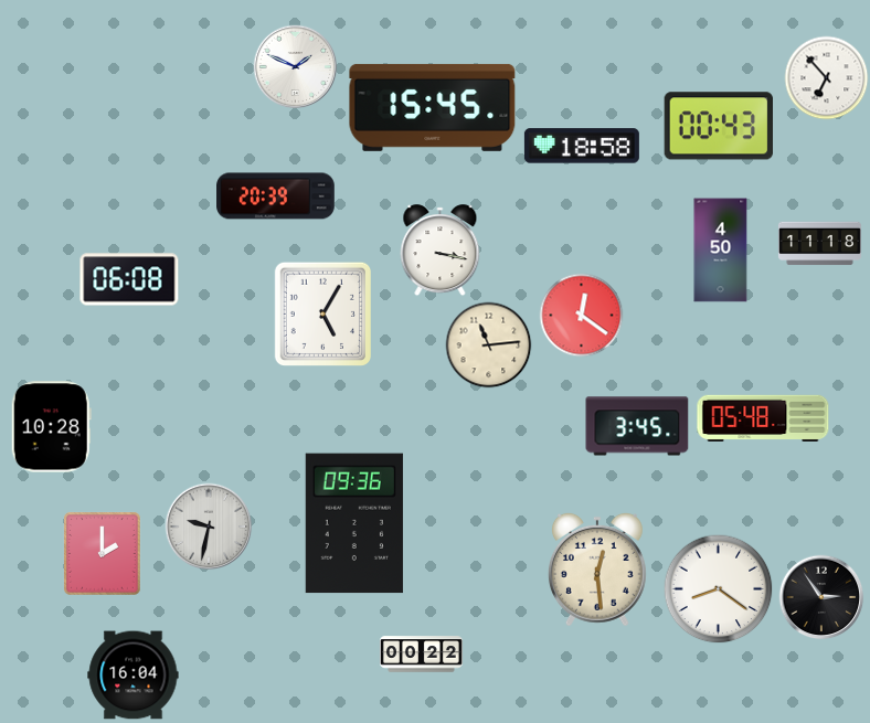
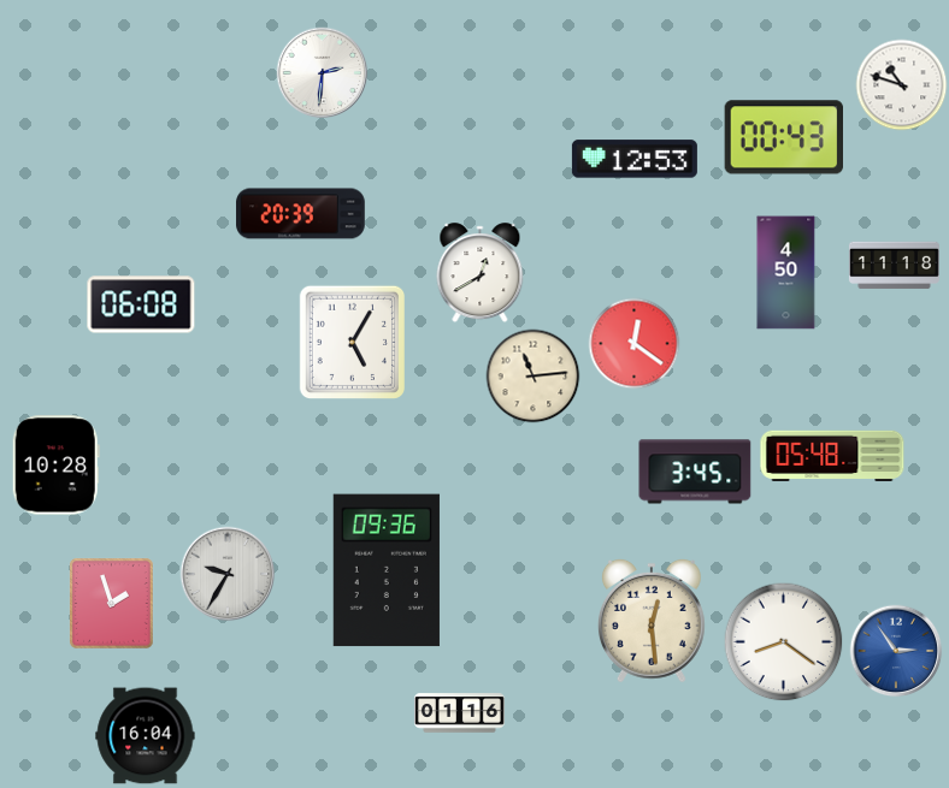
clock at (296, 67): 1:49 -> 2:31
clock at (827, 78): 6:53 -> 10:48
clock at (433, 107): 15:45 -> none
clock at (582, 146): 18:58 -> 12:53
clock at (441, 251): 3:17 -> 12:40
clock at (637, 426) position: (637, 426) -> (695, 472)
clock at (209, 527): 9:32 -> 9:35
clock at (103, 554): 2:00 -> 1:57
clock at (821, 597) dial: black -> blue
clock at (421, 655): 00:22 -> 01:16
